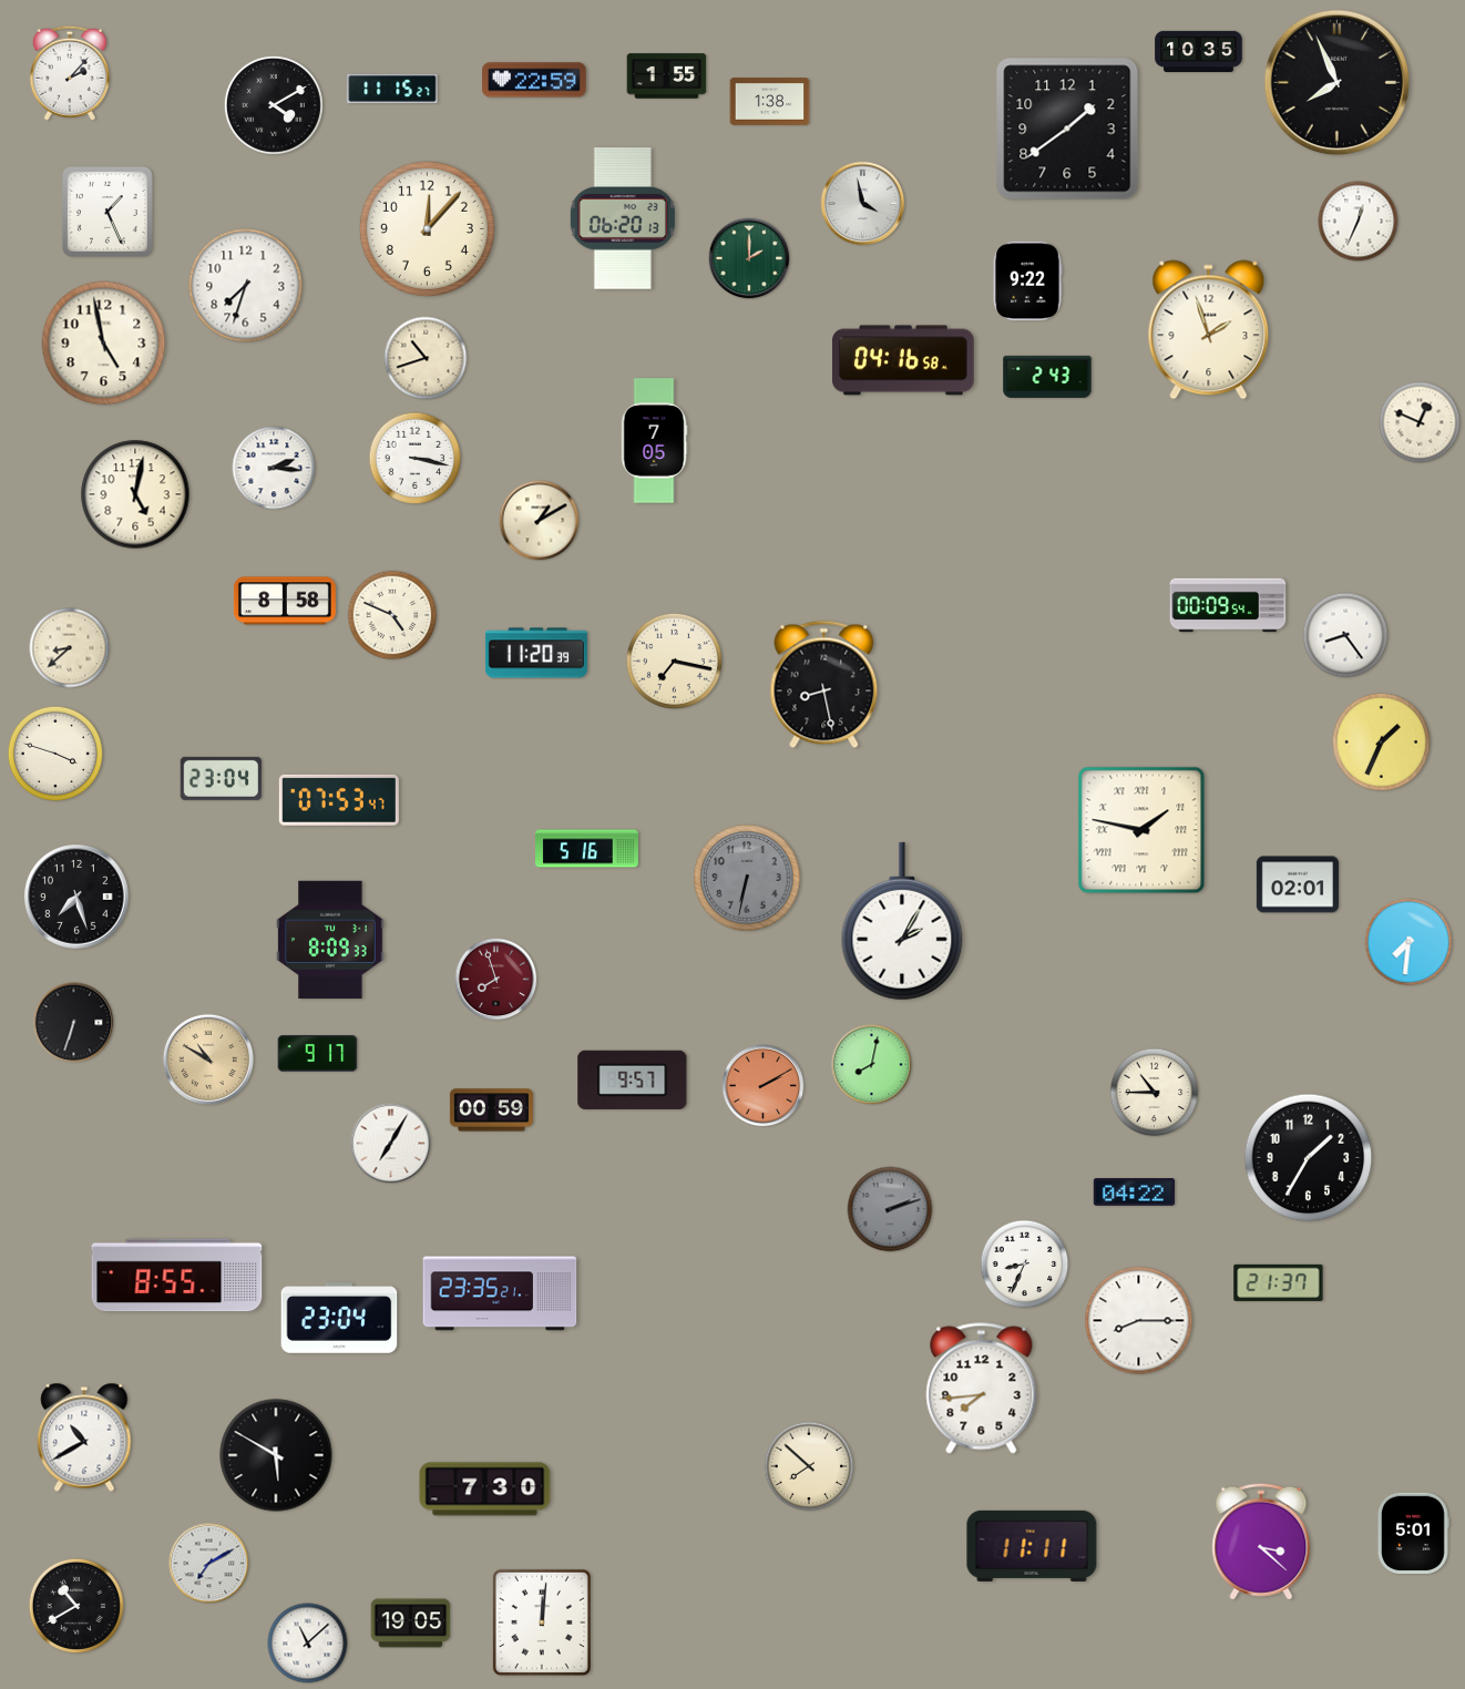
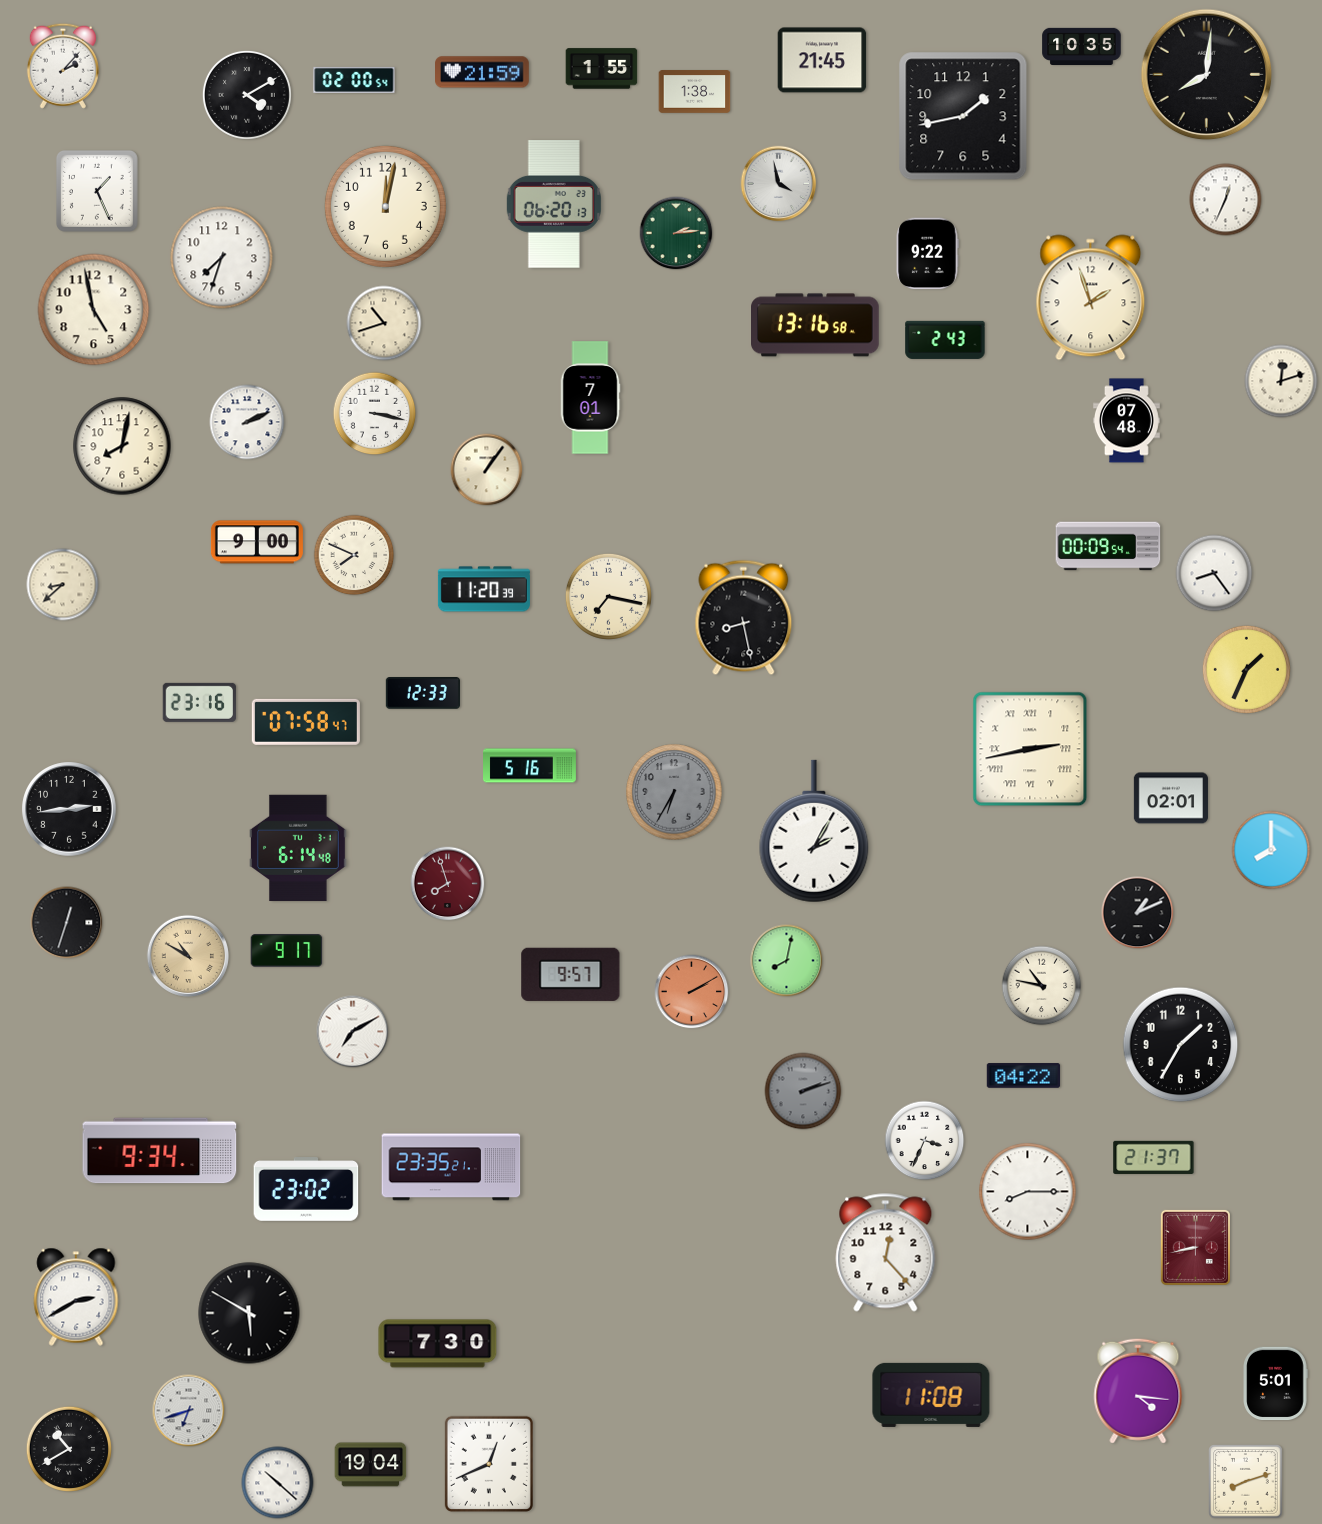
clock at (822, 60): none -> 21:45
clock at (535, 80): 22:59 -> 21:59
clock at (1338, 83): 7:56 -> 8:01
clock at (392, 89): 11:15 -> 02:00
clock at (1067, 129): 1:39 -> 1:43
clock at (623, 219) position: (623, 219) -> (554, 205)
clock at (427, 228): 12:07 -> 12:02
clock at (749, 258): 2:00 -> 2:14
clock at (904, 360): 04:16 -> 13:16
clock at (1420, 422): 12:49 -> 12:12
clock at (654, 441): 7:05 -> 7:01
clock at (1127, 421): none -> 07:48
clock at (274, 468): 2:16 -> 2:11
clock at (135, 494): 5:02 -> 8:02
clock at (540, 521): 1:10 -> 1:06
clock at (285, 601): 8:58 -> 9:00
clock at (392, 615): 4:49 -> 7:49
clock at (55, 754): 3:48 -> none
clock at (423, 694): none -> 12:33
clock at (221, 778): 23:04 -> 23:16
clock at (339, 800): 07:53 -> 07:58
clock at (1141, 830): 1:47 -> 2:43
clock at (747, 878): 6:32 -> 6:35
clock at (76, 897): 7:27 -> 2:44
clock at (331, 940): 8:09 -> 6:14
clock at (1408, 942): 7:31 -> 8:00
clock at (1138, 913): none -> 1:11
clock at (74, 1023): 6:33 -> 12:33
clock at (764, 1086) position: (764, 1086) -> (692, 992)
clock at (1155, 1093): 10:45 -> 10:47
clock at (491, 1110): 00:59 -> none
clock at (391, 1144): 7:05 -> 7:10
clock at (1025, 1265): 8:34 -> 3:34
clock at (177, 1276): 8:55 -> 9:34
clock at (339, 1318): 23:04 -> 23:02
clock at (1195, 1247): none -> 8:43
clock at (982, 1389): 7:44 -> 12:23
clock at (84, 1437): 10:40 -> 2:40
clock at (809, 1466): 7:52 -> none
clock at (1261, 1542): 3:22 -> 4:16
clock at (1032, 1546): 11:11 -> 11:08
clock at (209, 1564): 7:10 -> 6:42
clock at (542, 1623): 12:01 -> 12:41
clock at (411, 1624): 19:05 -> 19:04
clock at (1246, 1482): none -> 8:12
clock at (308, 1644): 11:08 -> 10:22
